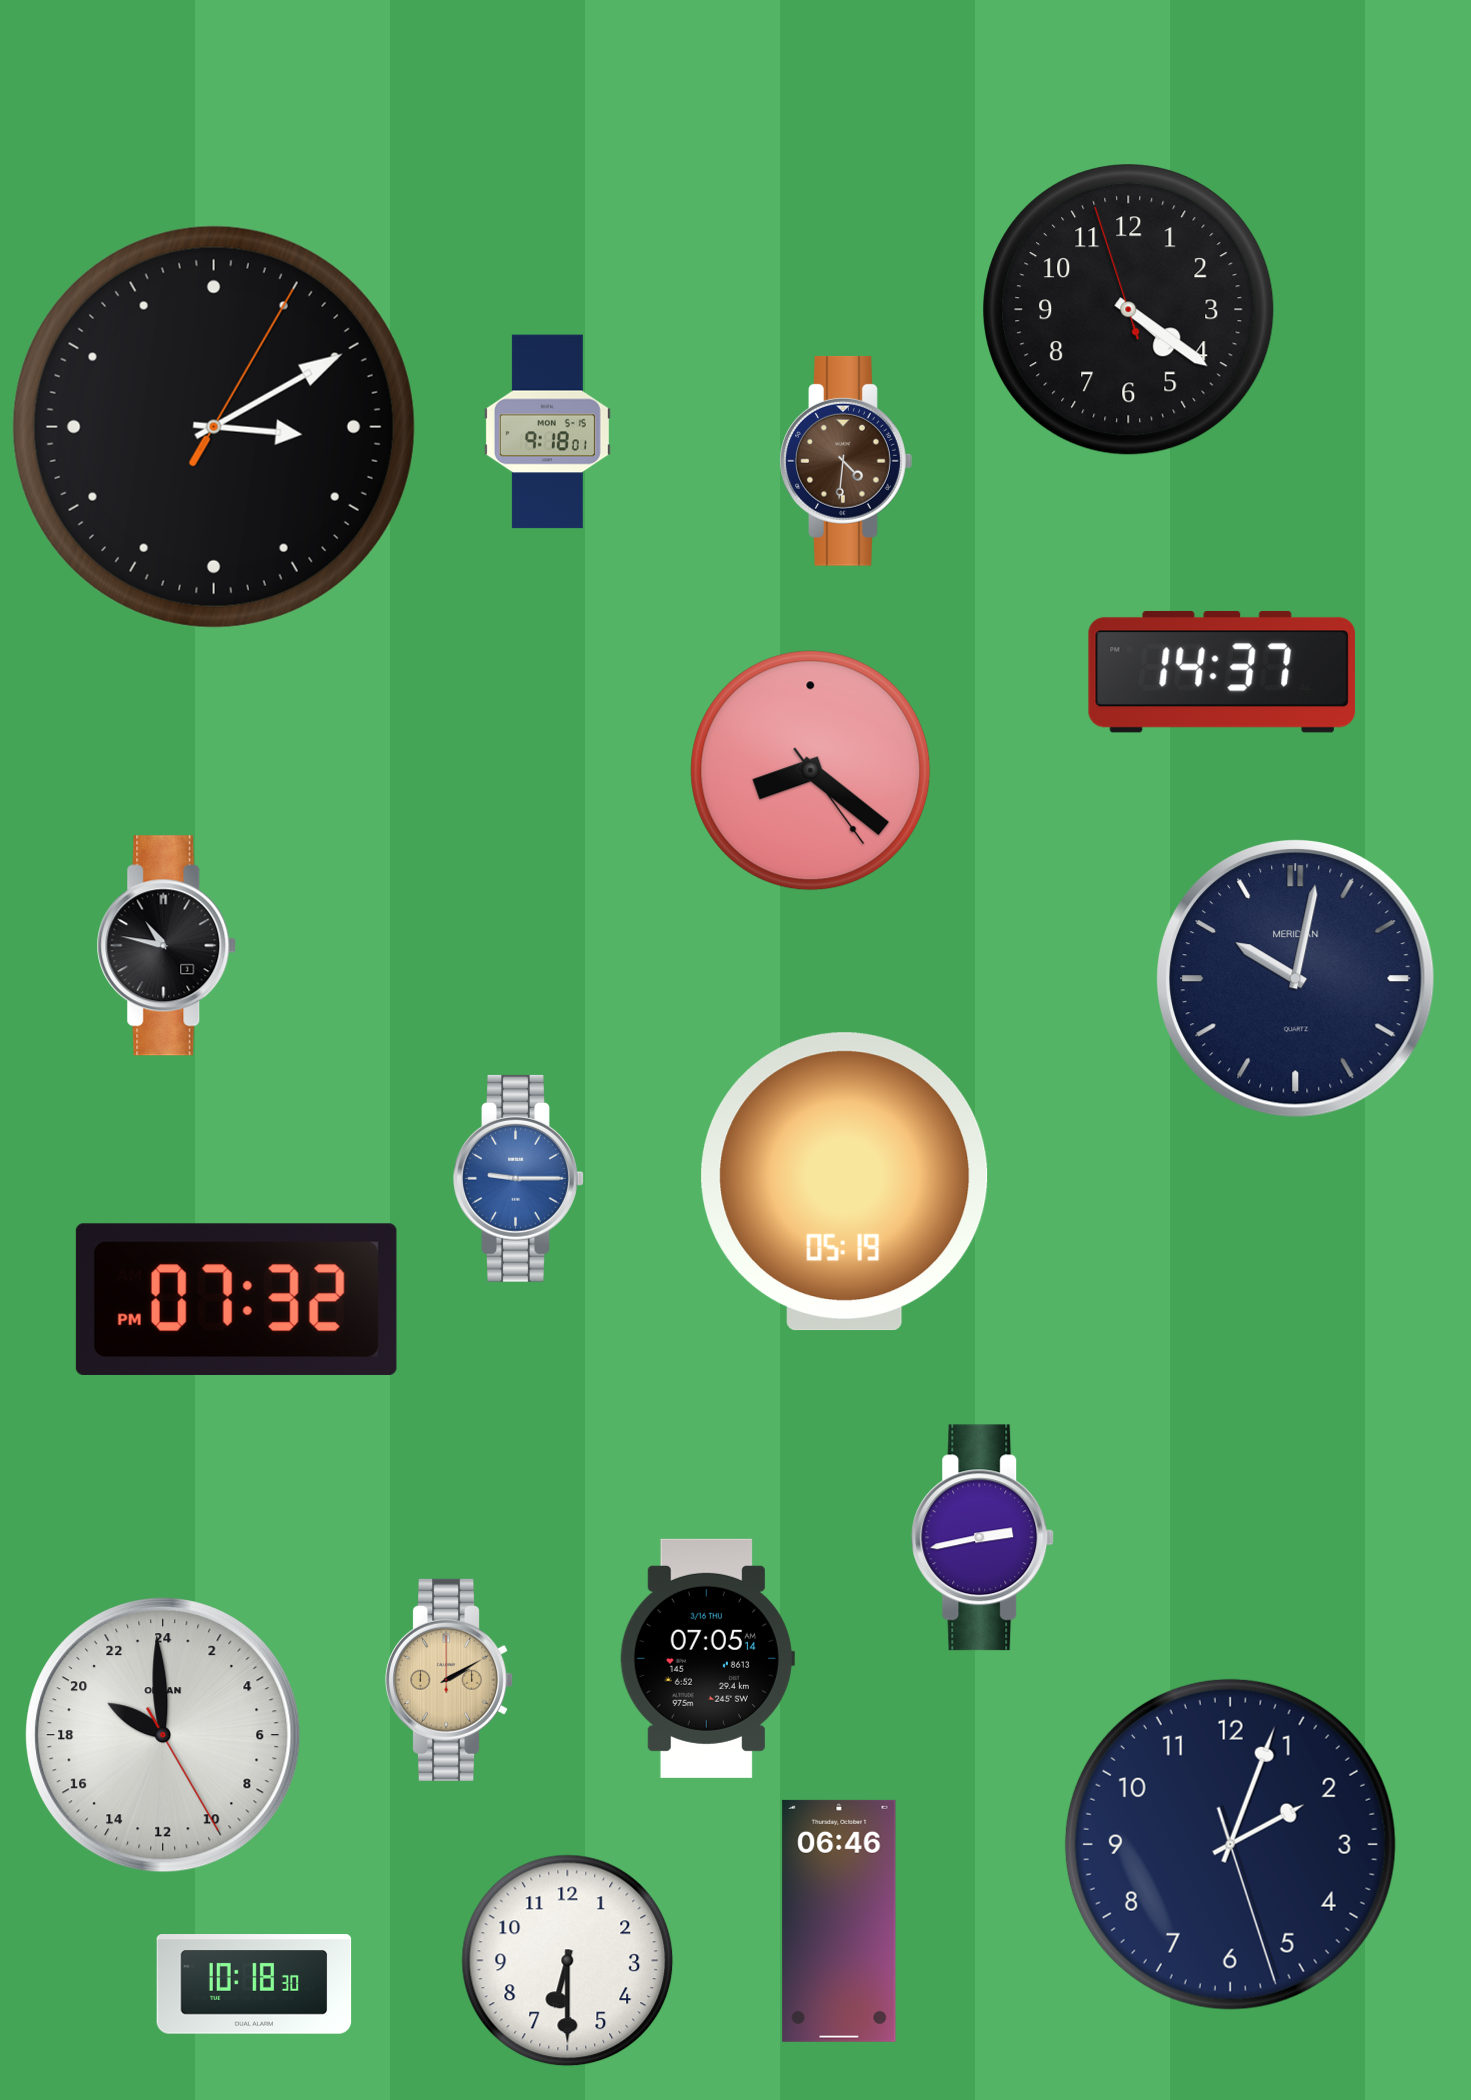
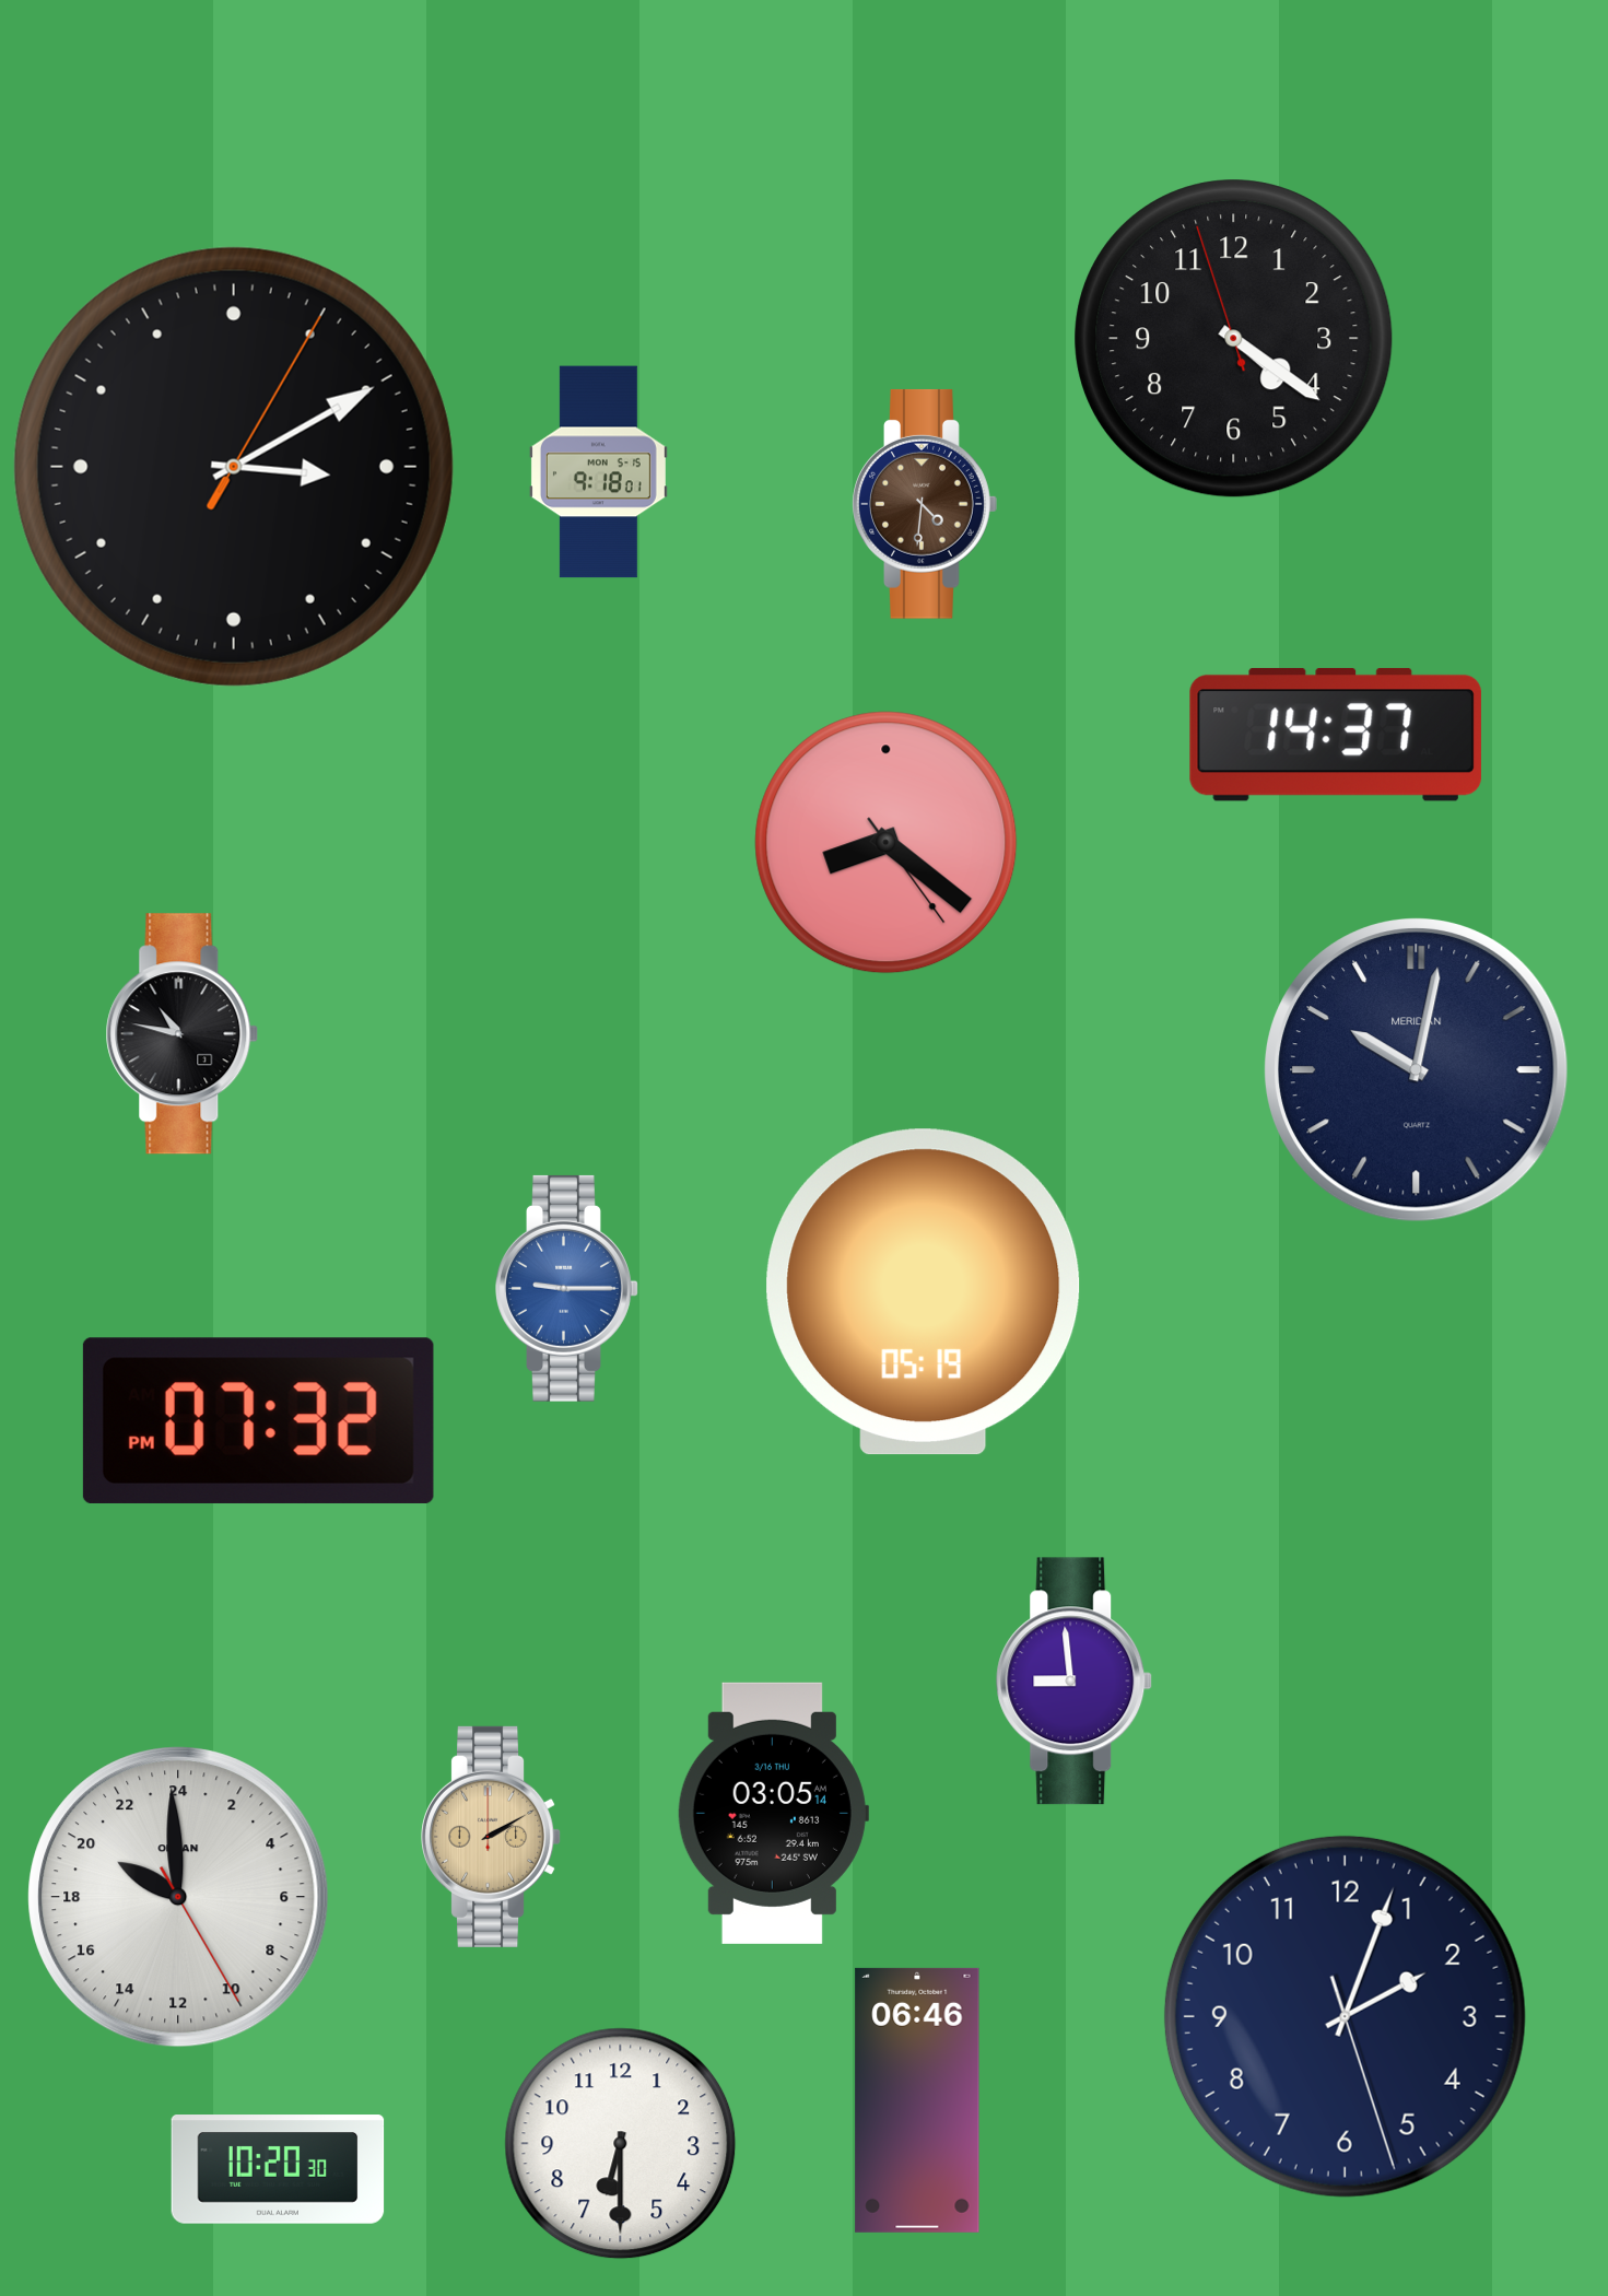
clock at (983, 1538): 2:43 -> 8:59
clock at (707, 1658): 07:05 -> 03:05
clock at (254, 1984): 10:18 -> 10:20
